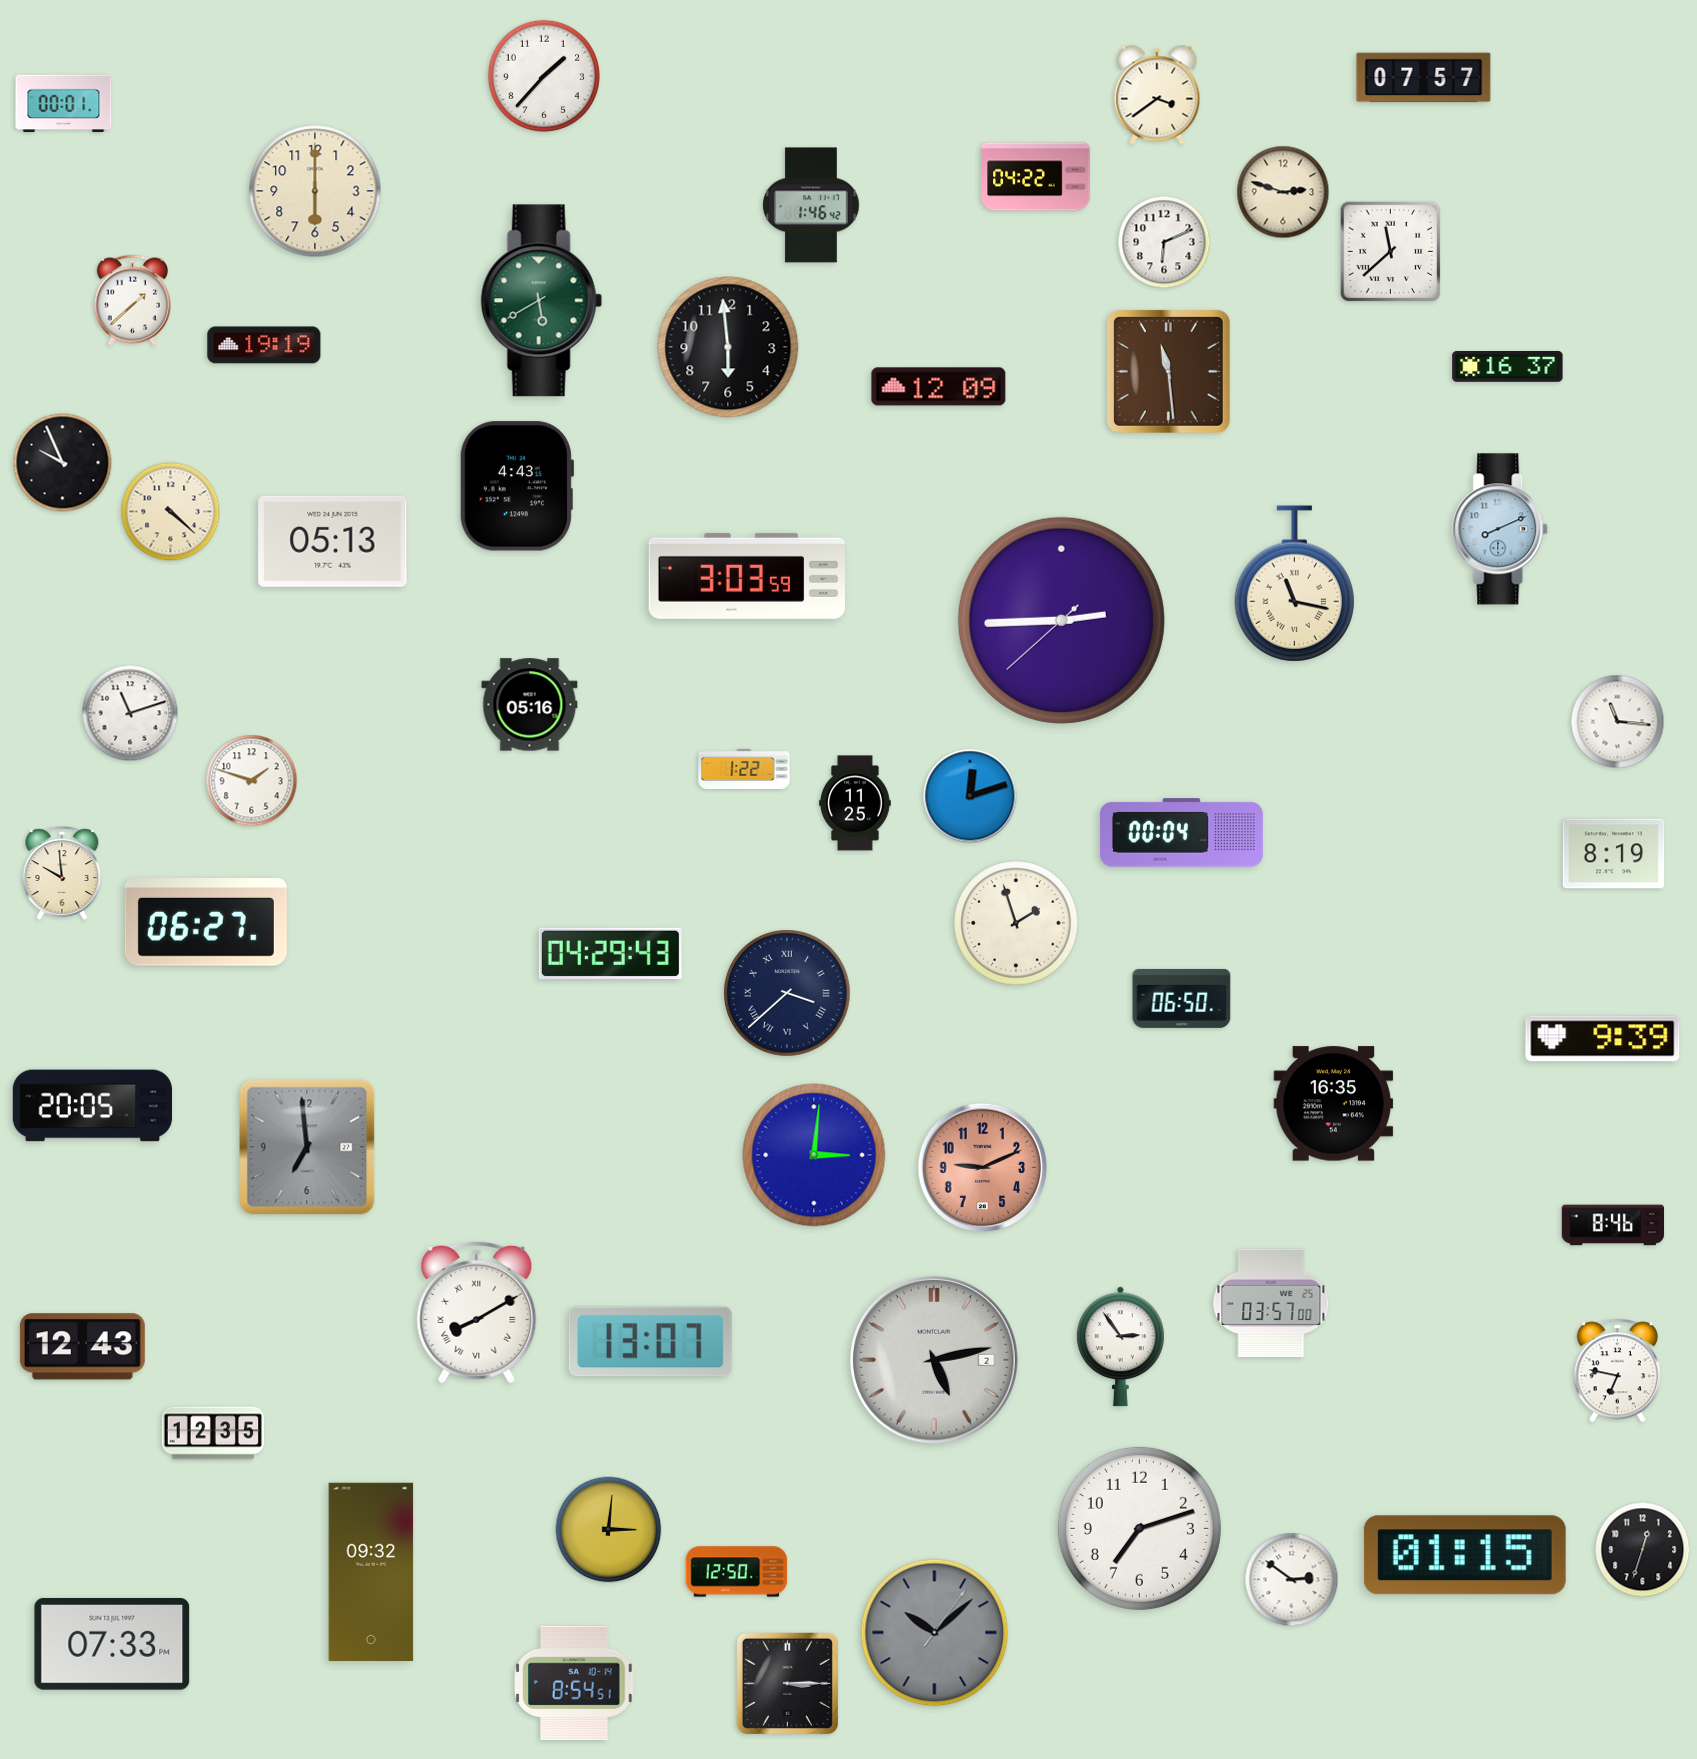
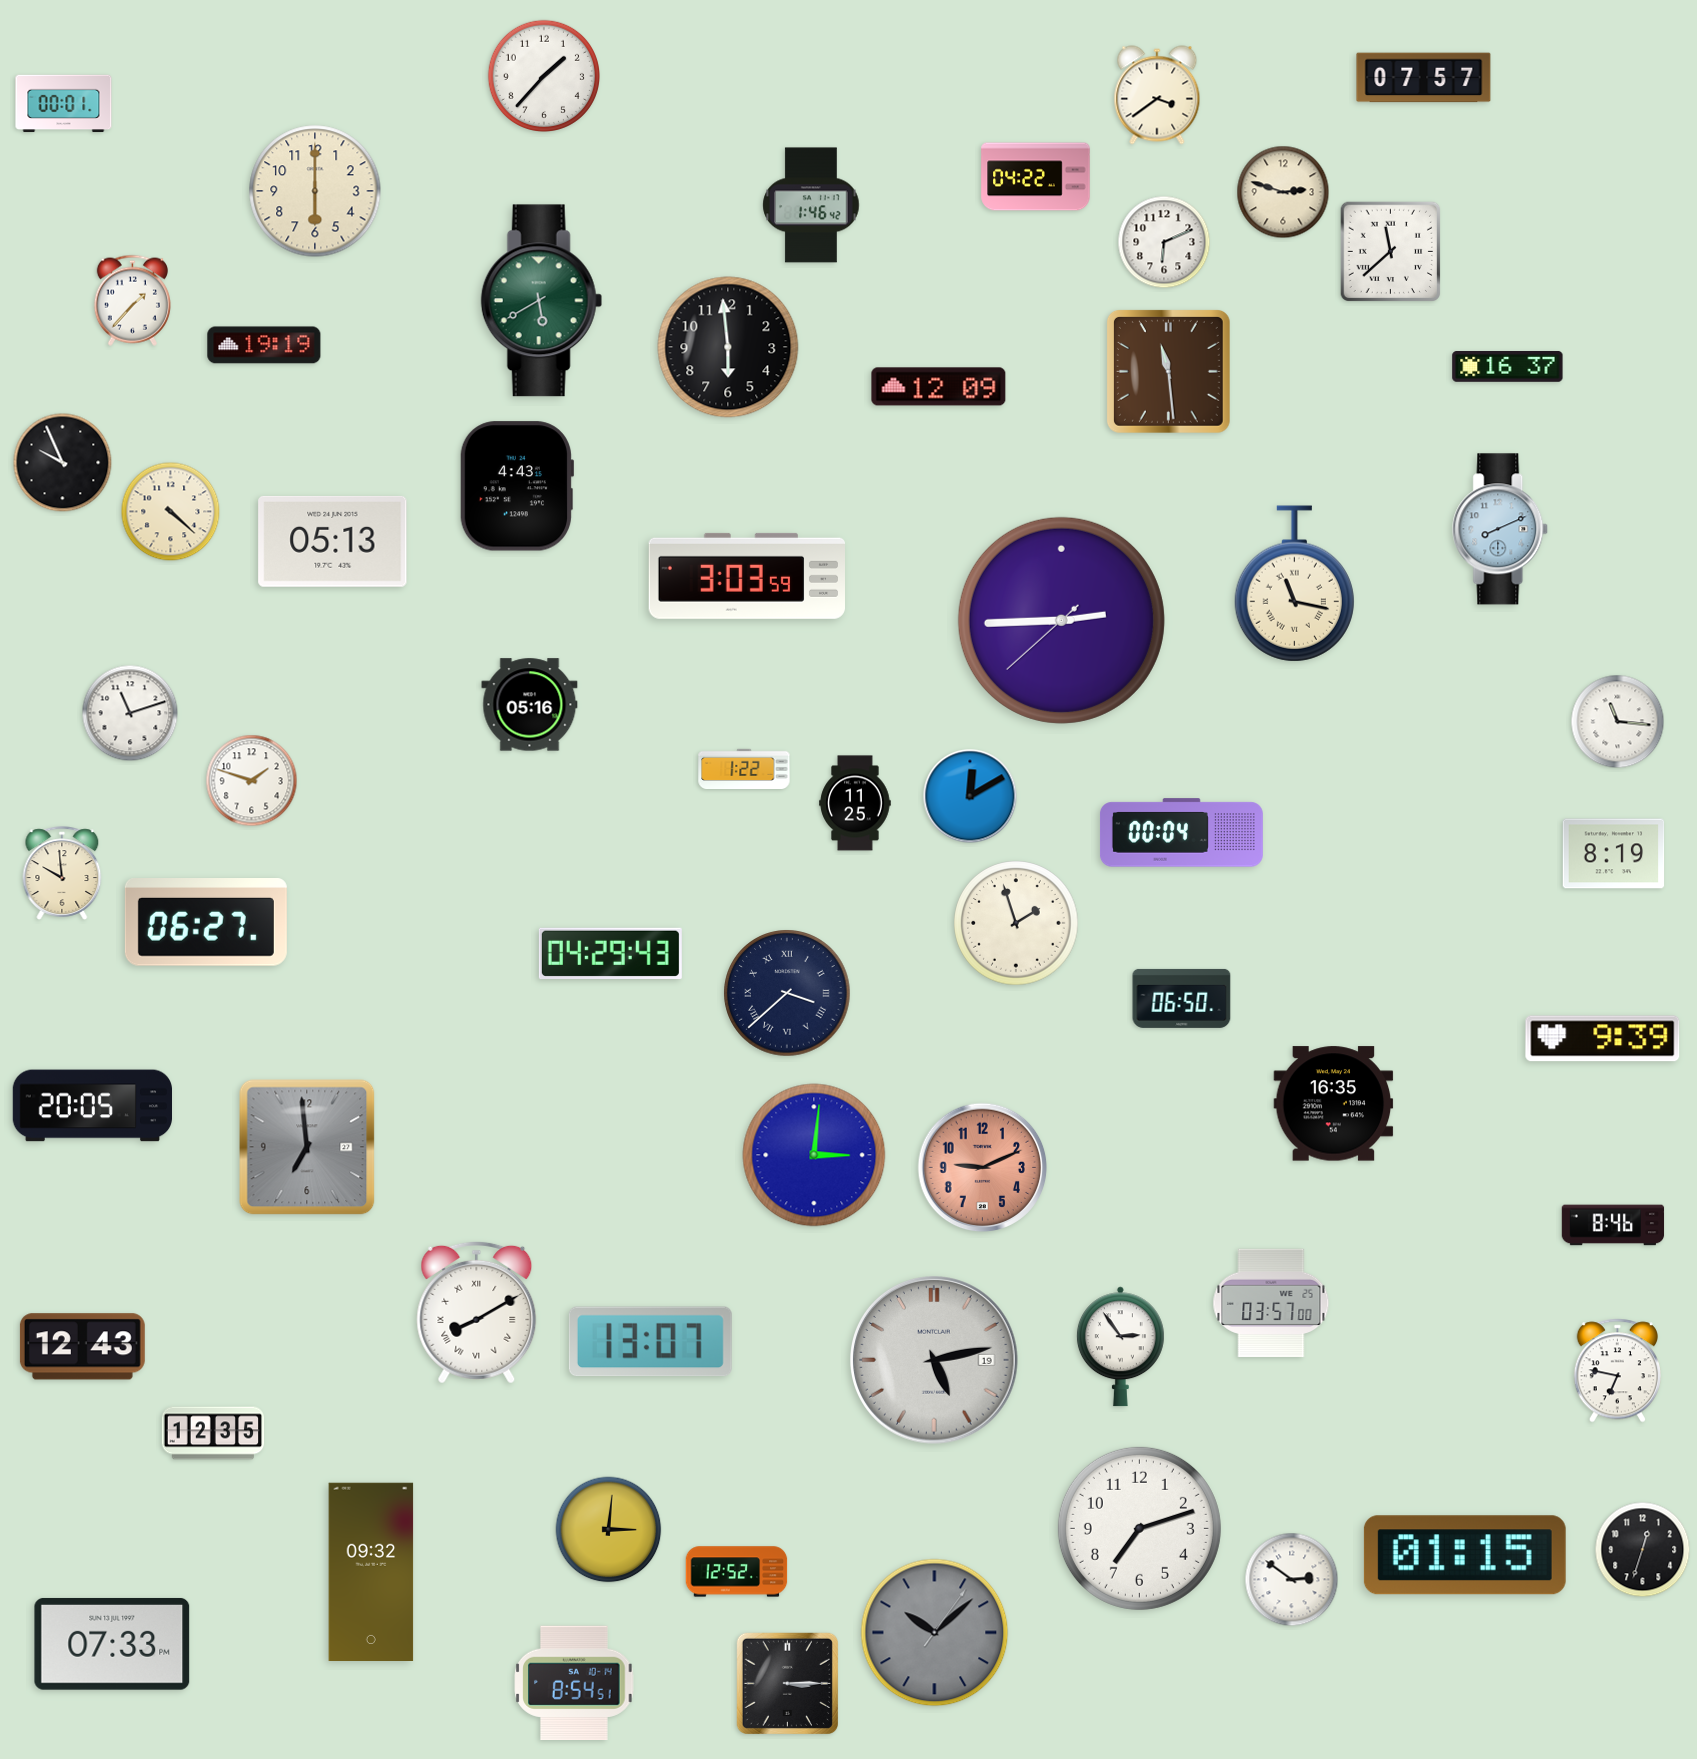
clock at (132, 300): 1:38 -> 1:37
clock at (970, 796): 12:12 -> 12:10
clock at (934, 1360) date: 2 -> 19
clock at (737, 1572): 12:50 -> 12:52
